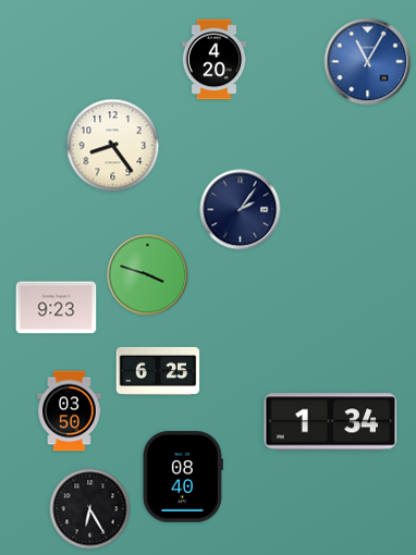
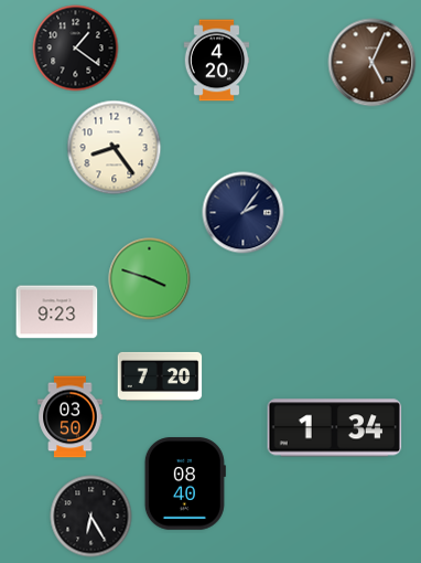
clock at (76, 49): none -> 1:21
clock at (368, 62): 11:05 -> 5:04
clock at (368, 62) dial: blue -> brown
clock at (158, 371): 6:25 -> 7:20
